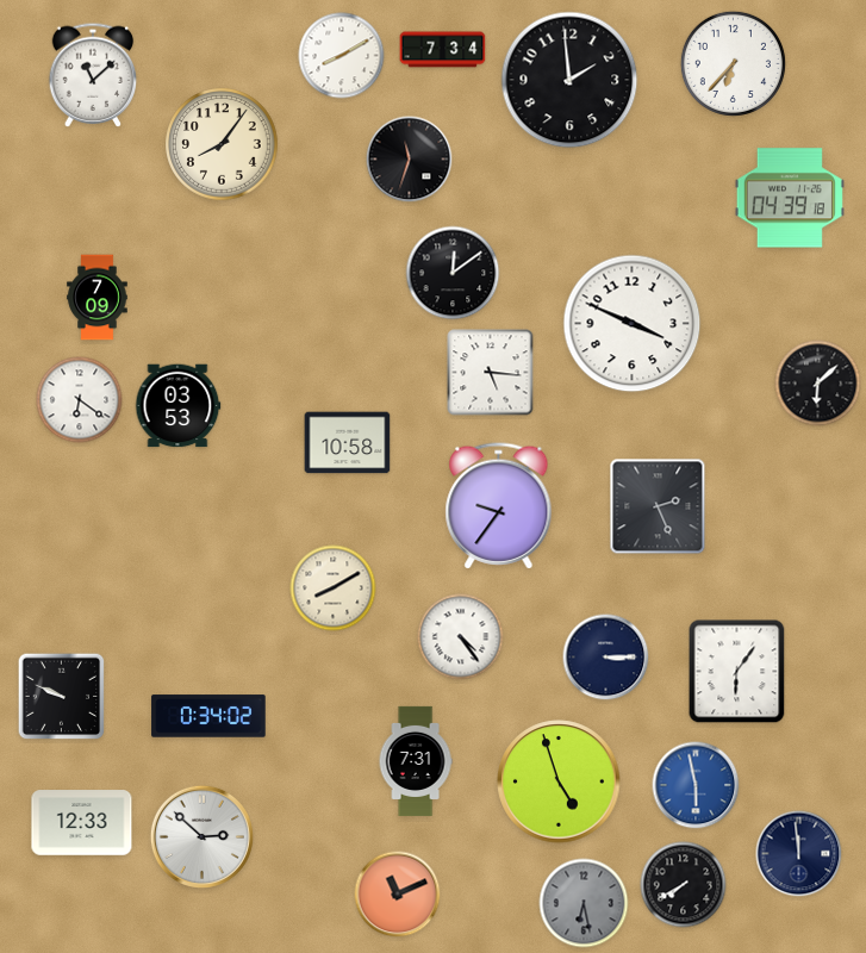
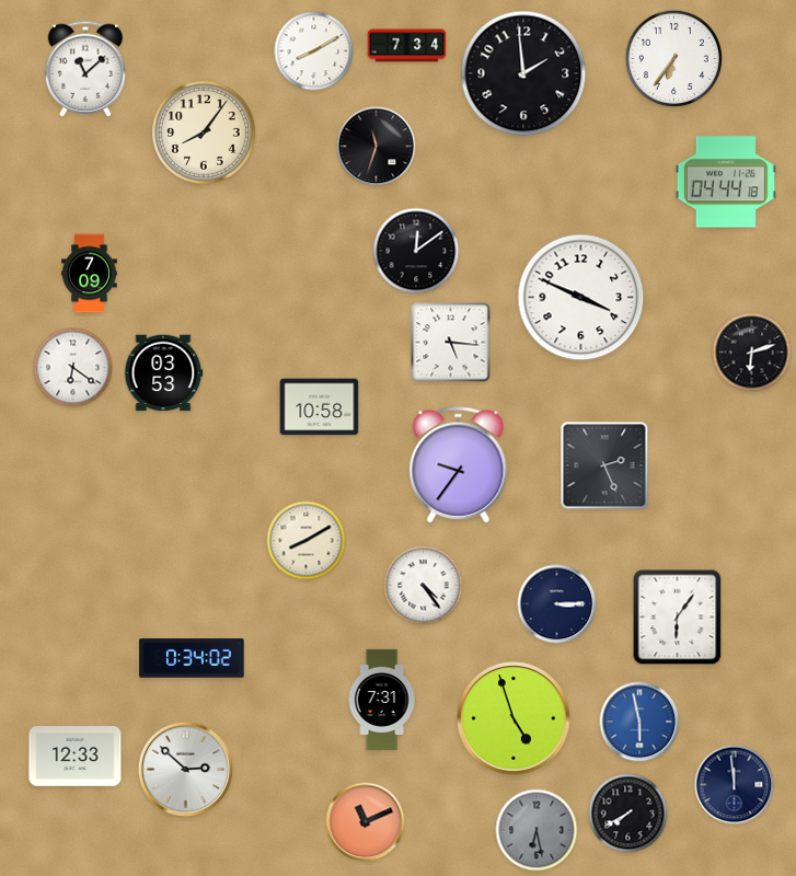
clock at (733, 63): 6:37 -> 6:36
clock at (790, 198): 04:39 -> 04:44
clock at (818, 384): 6:08 -> 6:12
clock at (62, 697): 9:49 -> none
